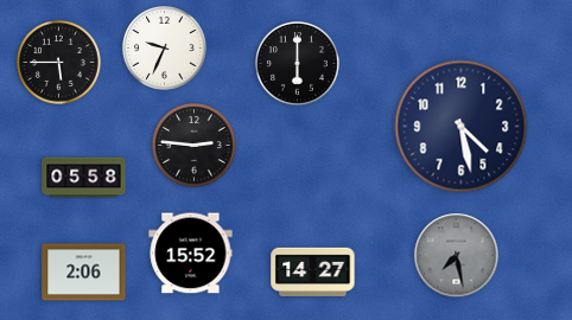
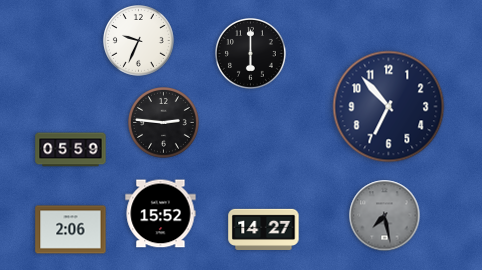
clock at (59, 63): 5:45 -> none
clock at (462, 127): 4:28 -> 6:53
clock at (84, 178): 05:58 -> 05:59
